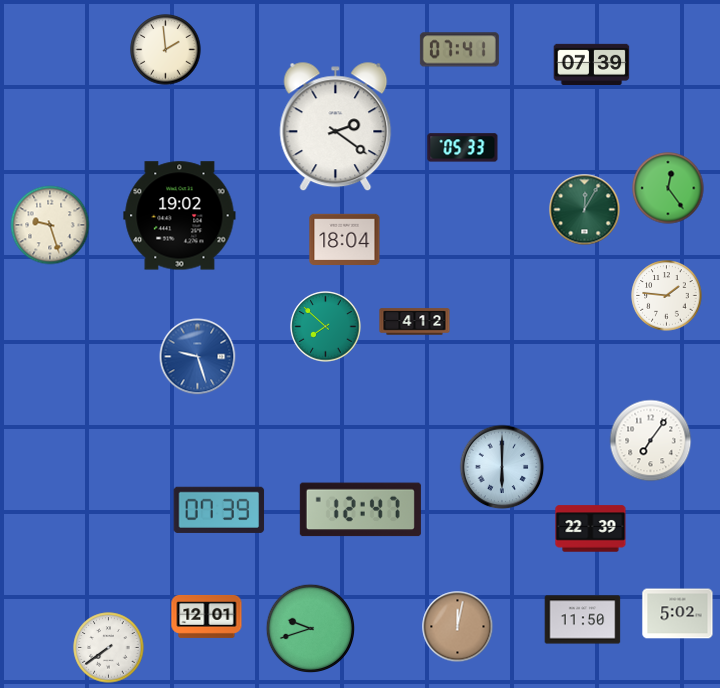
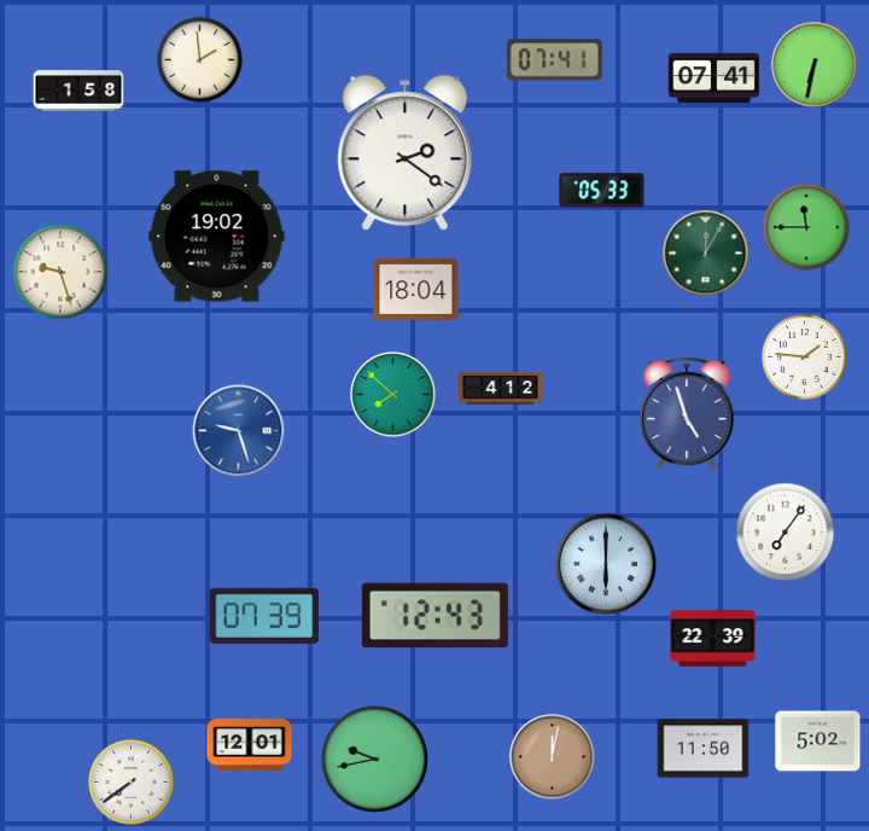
clock at (815, 65): none -> 6:32
clock at (592, 64): 07:39 -> 07:41
clock at (78, 91): none -> 1:58
clock at (463, 148) position: (463, 148) -> (602, 191)
clock at (668, 188): 12:24 -> 11:45
clock at (180, 216) position: (180, 216) -> (217, 237)
clock at (687, 413): none -> 4:57
clock at (360, 510): 12:47 -> 12:43
clock at (310, 628): 9:42 -> 9:43
